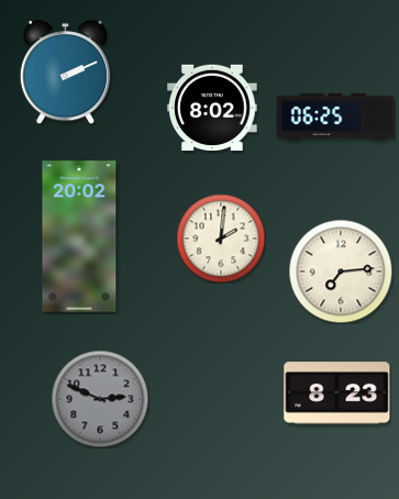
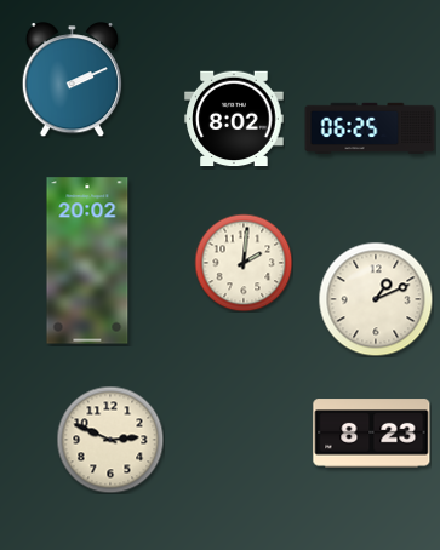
clock at (341, 271): 7:14 -> 1:11
clock at (100, 399) dial: grey -> cream
